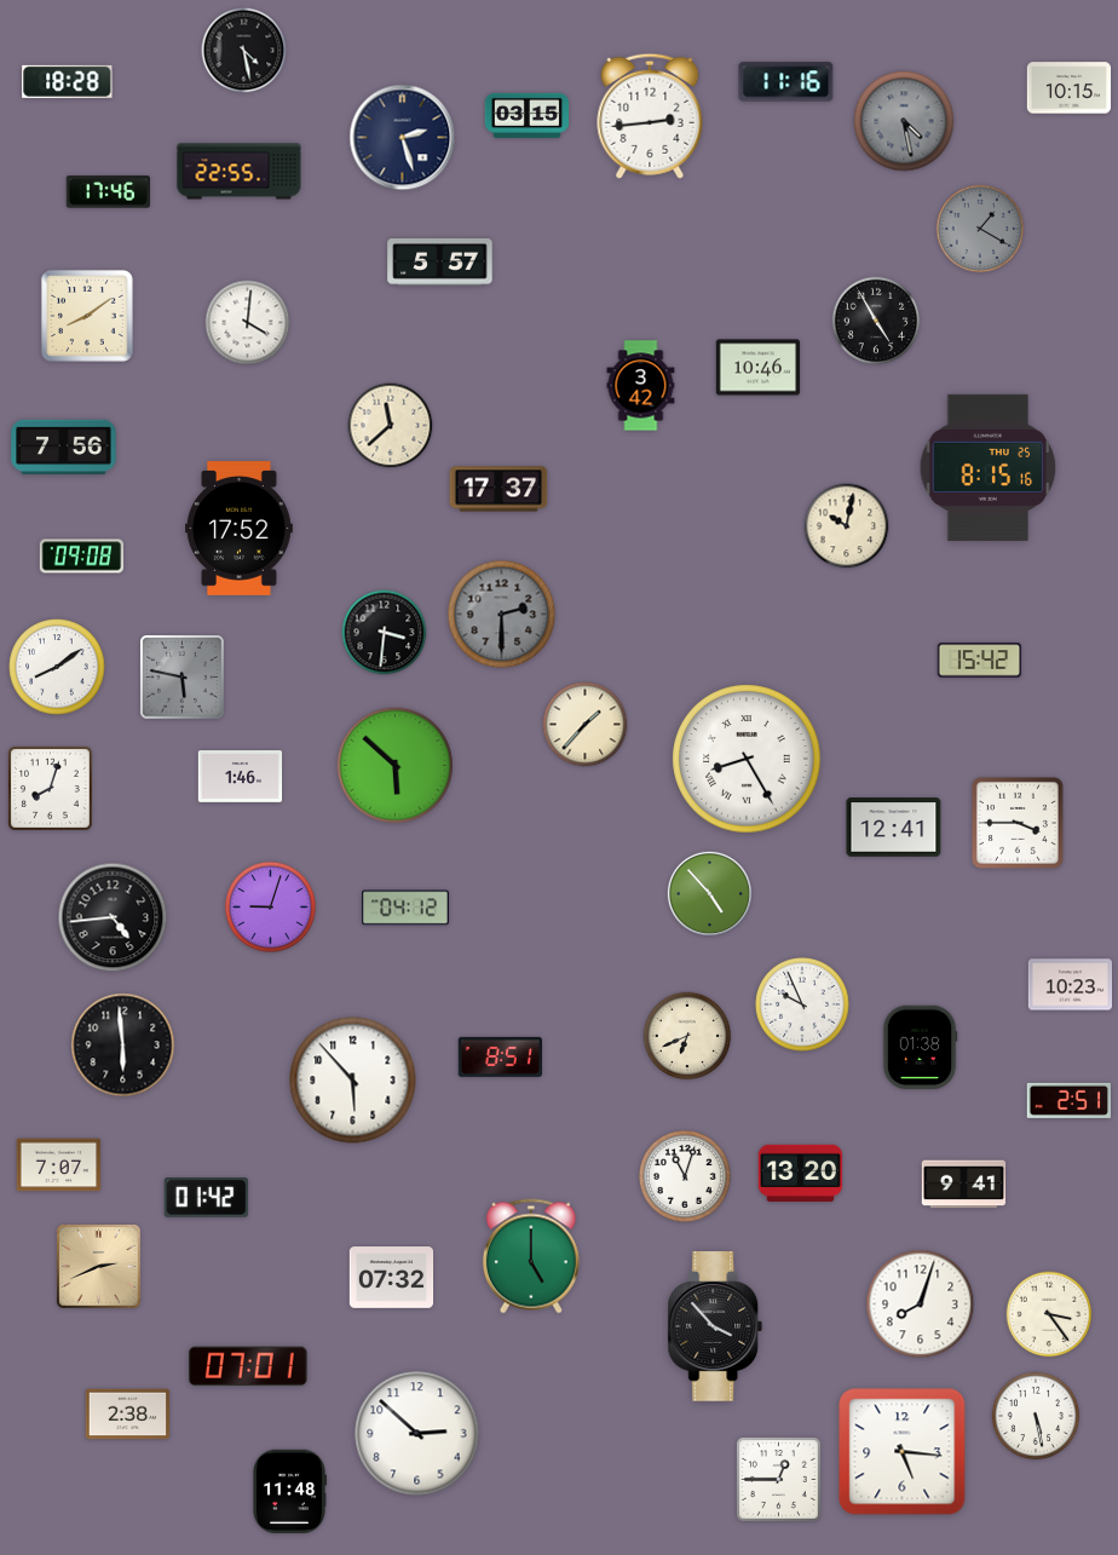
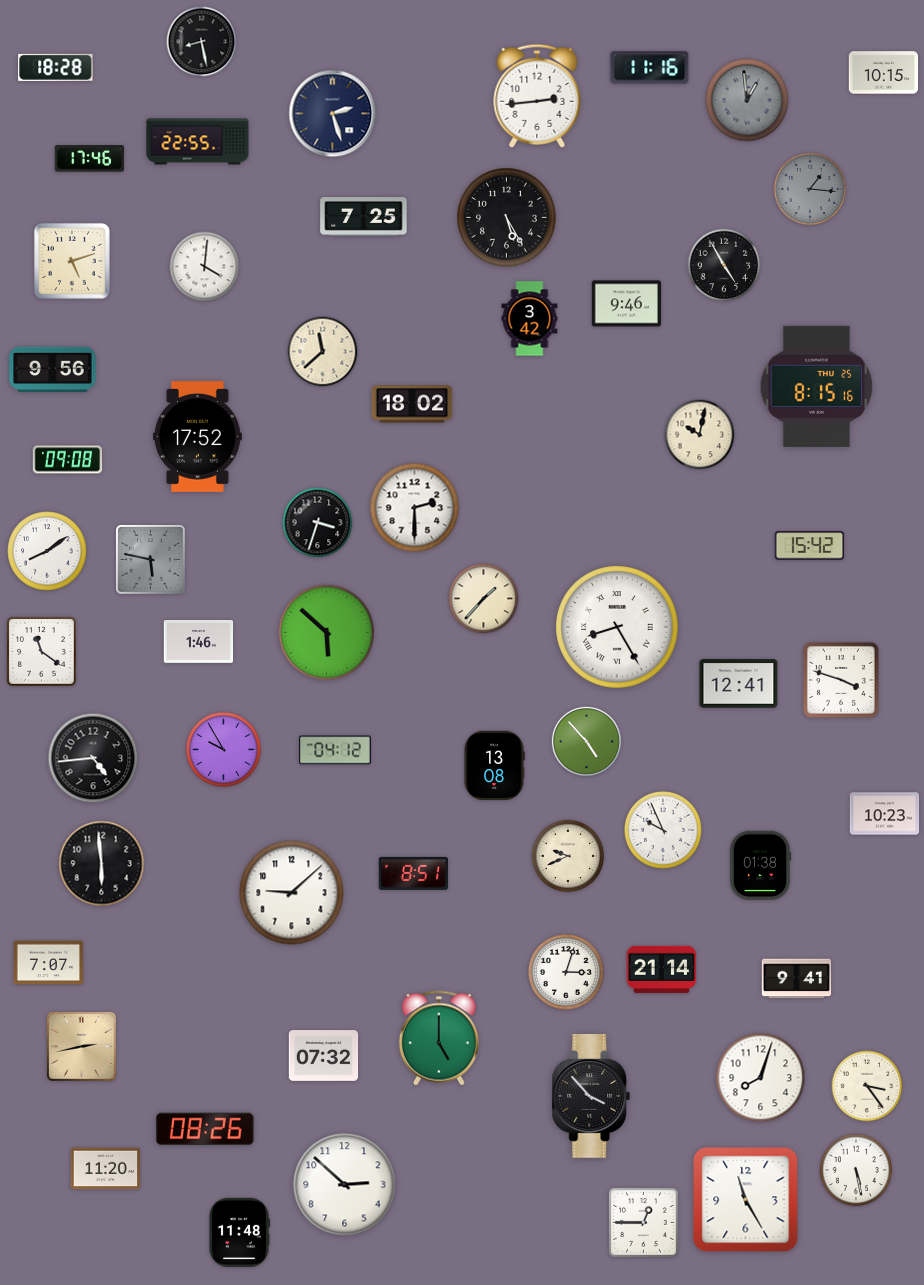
clock at (244, 51): 4:28 -> 8:28
clock at (528, 115): 03:15 -> none
clock at (904, 121): 4:28 -> 12:59
clock at (980, 229): 1:20 -> 1:16
clock at (440, 263): 5:57 -> 7:25
clock at (507, 218): none -> 5:25
clock at (87, 316): 8:09 -> 5:12
clock at (759, 368): 10:46 -> 9:46
clock at (64, 448): 7:56 -> 9:56
clock at (499, 489): 17:37 -> 18:02
clock at (502, 615) dial: grey -> white
clock at (385, 633): 3:31 -> 3:33
clock at (51, 789): 8:03 -> 11:21
clock at (1018, 823): 3:45 -> 3:48
clock at (709, 893) position: (709, 893) -> (586, 741)
clock at (270, 906): 9:03 -> 9:55
clock at (494, 766): none -> 13:08
clock at (687, 1036): 6:41 -> 9:41
clock at (353, 1081): 5:53 -> 9:08
clock at (1068, 1100): 2:51 -> none
clock at (801, 1173): 13:20 -> 21:14
clock at (685, 1176): 11:03 -> 3:03
clock at (206, 1198): 01:42 -> none
clock at (99, 1267): 2:41 -> 2:43
clock at (248, 1366): 07:01 -> 08:26
clock at (128, 1415): 2:38 -> 11:20
clock at (903, 1452): 5:16 -> 11:25
